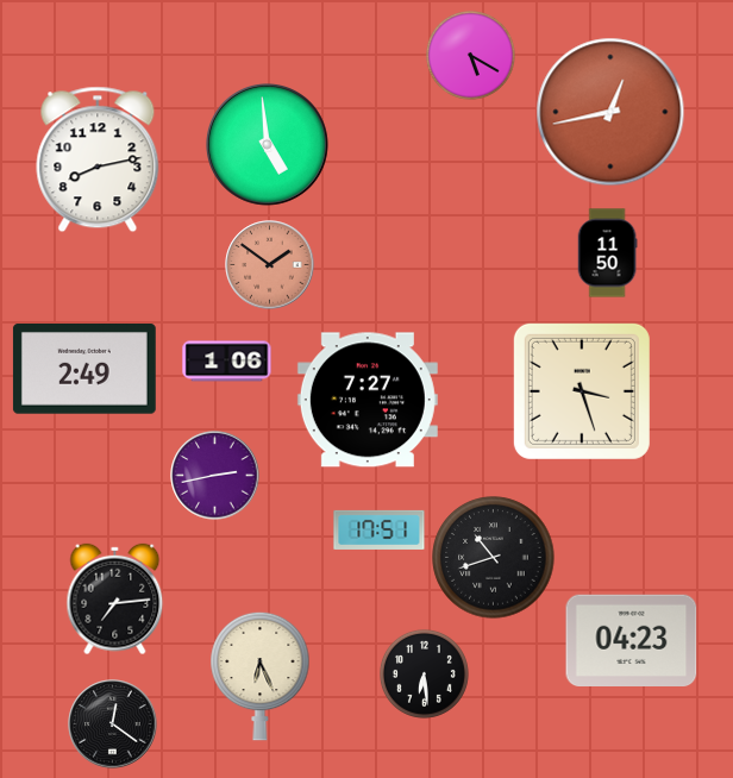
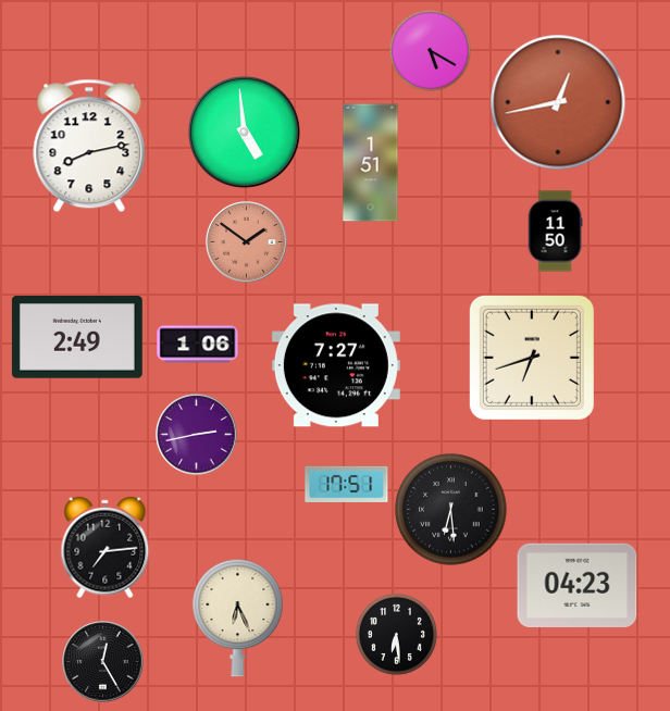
clock at (371, 163): none -> 1:51
clock at (227, 362) position: (227, 362) -> (198, 345)
clock at (582, 391): 3:27 -> 6:42
clock at (494, 558): 10:42 -> 6:29
clock at (424, 673) position: (424, 673) -> (396, 634)
clock at (113, 724): 12:21 -> 12:25
